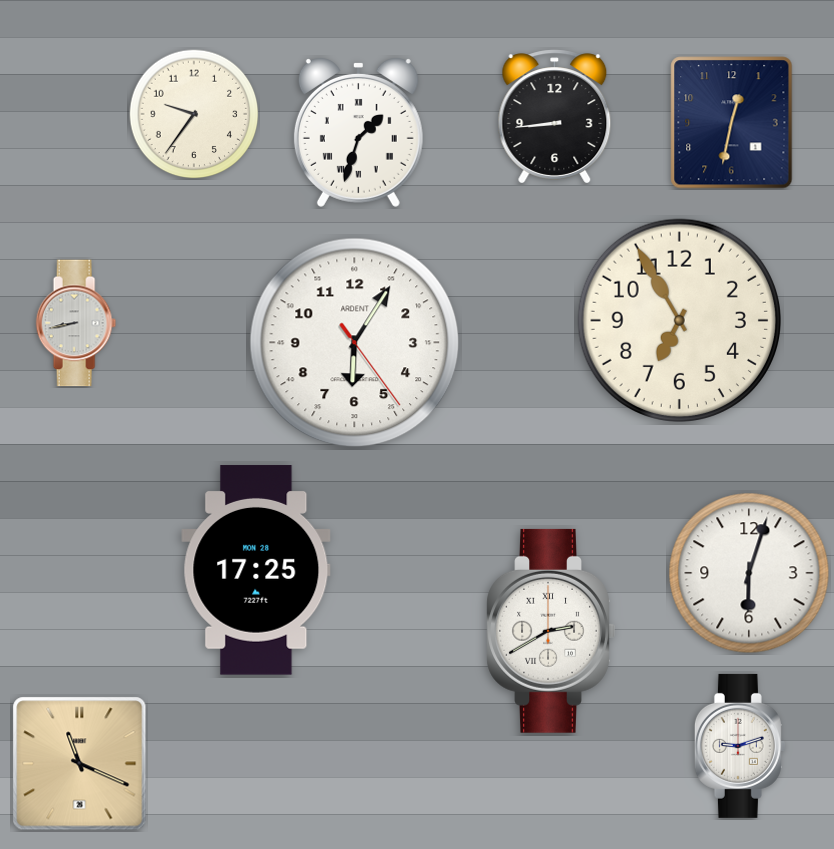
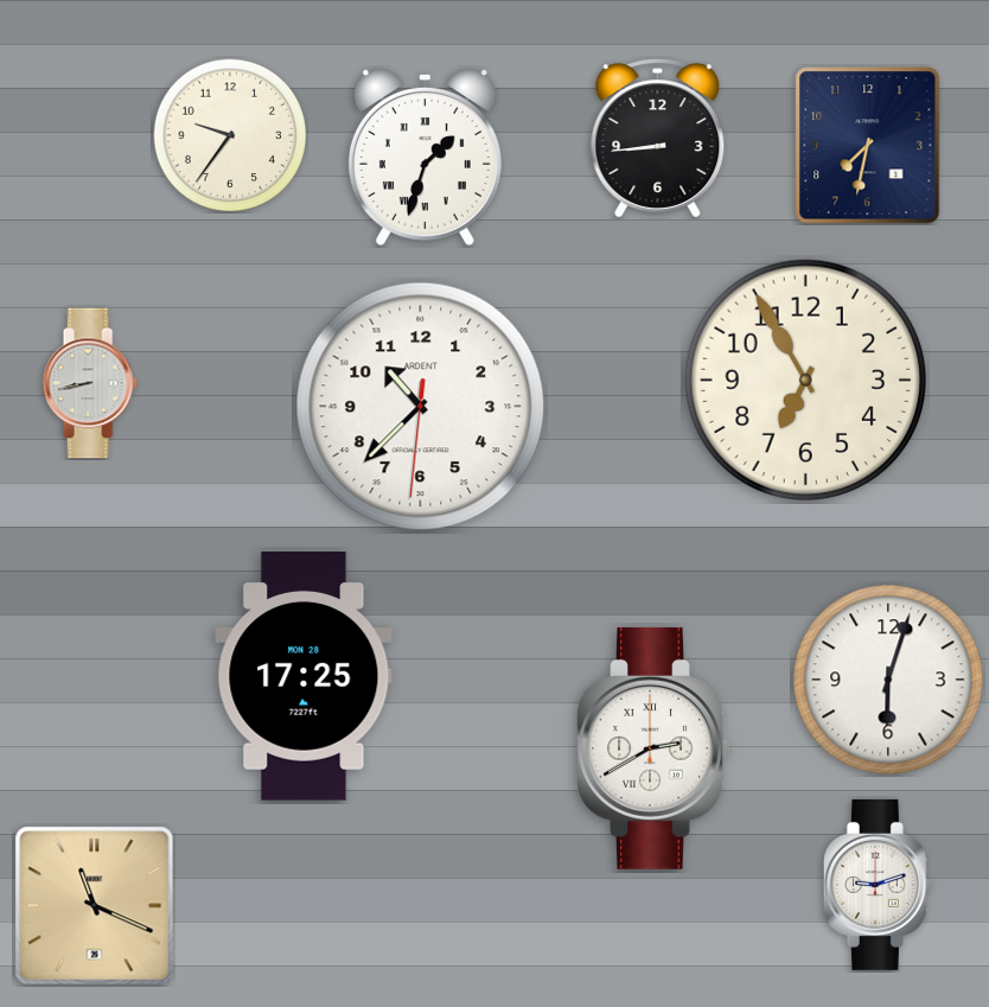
clock at (732, 123): 12:32 -> 7:32
clock at (355, 343): 6:05 -> 10:37
